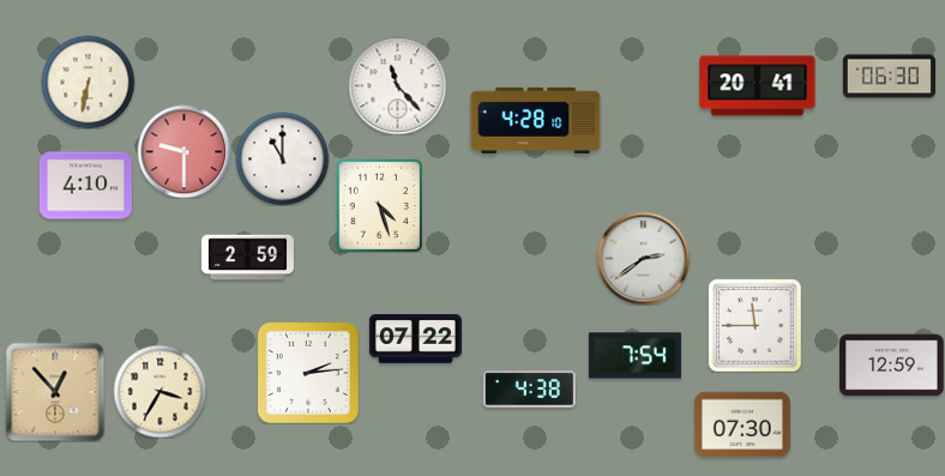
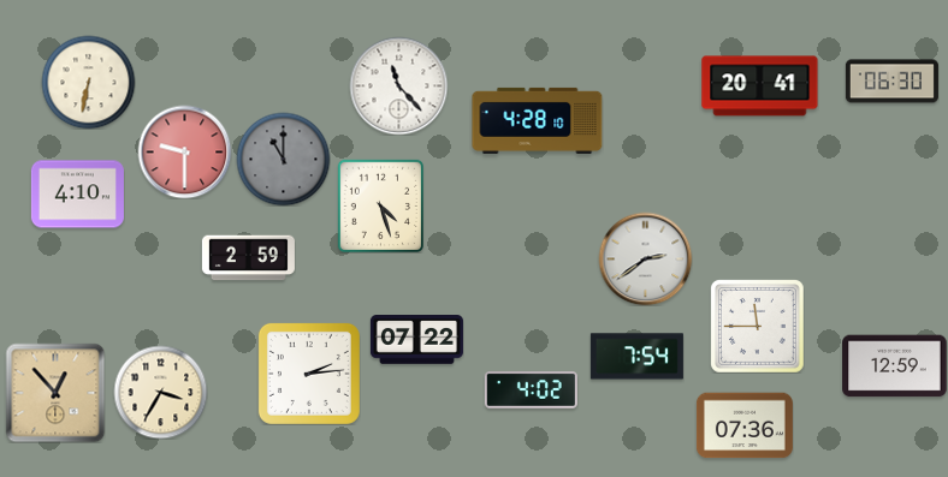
clock at (889, 77) position: (889, 77) -> (891, 82)
clock at (282, 158) dial: white -> grey
clock at (85, 186) position: (85, 186) -> (77, 195)
clock at (529, 390): 4:38 -> 4:02
clock at (742, 424): 07:30 -> 07:36
